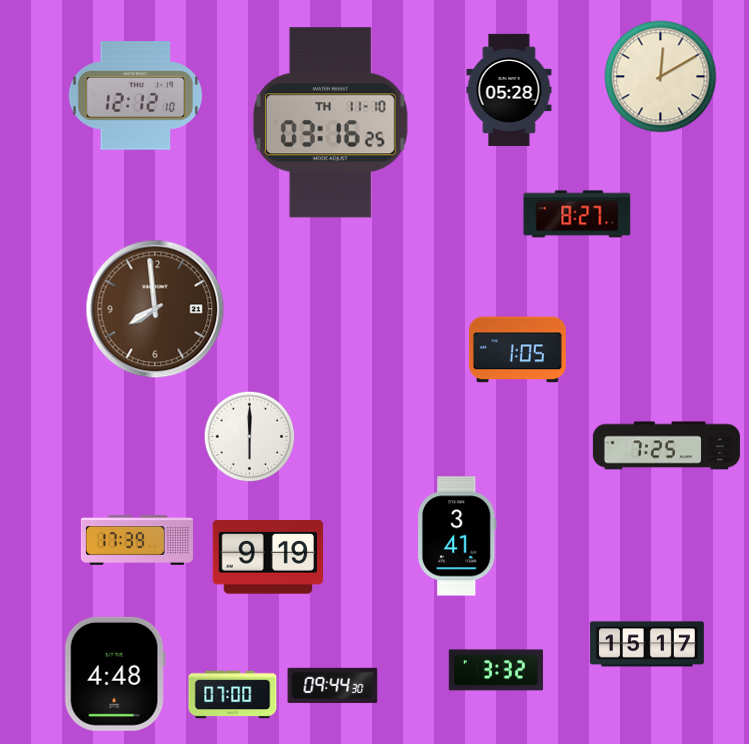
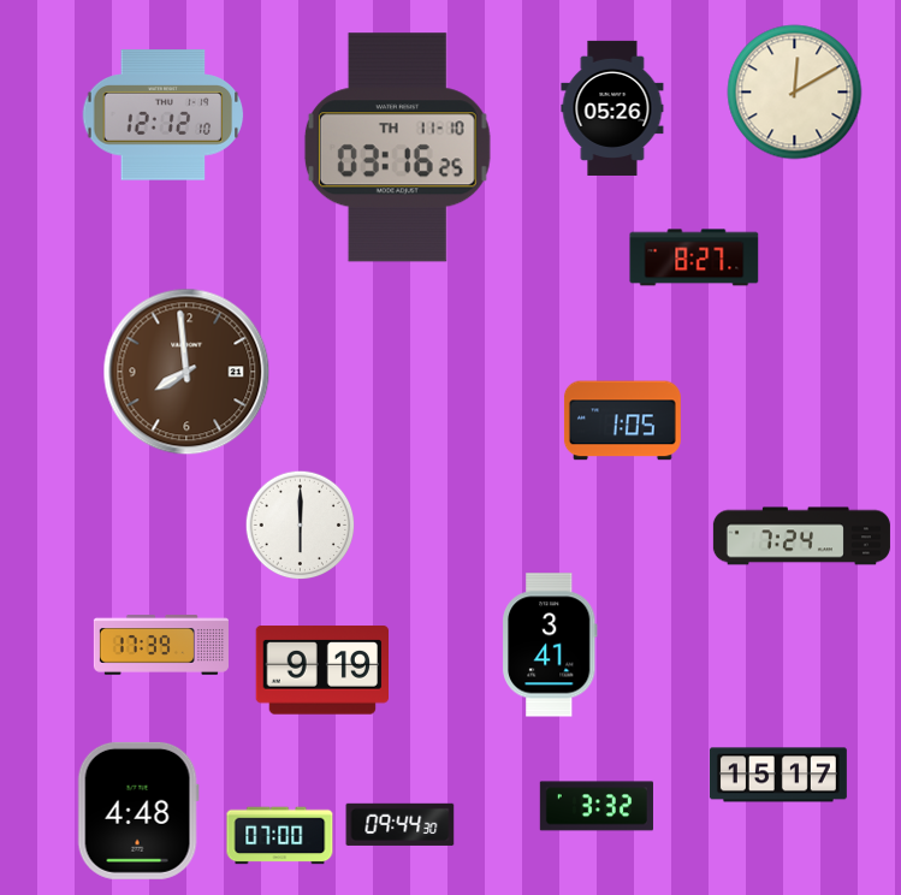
clock at (509, 90): 05:28 -> 05:26
clock at (666, 446): 7:25 -> 7:24
clock at (137, 540) position: (137, 540) -> (161, 645)
